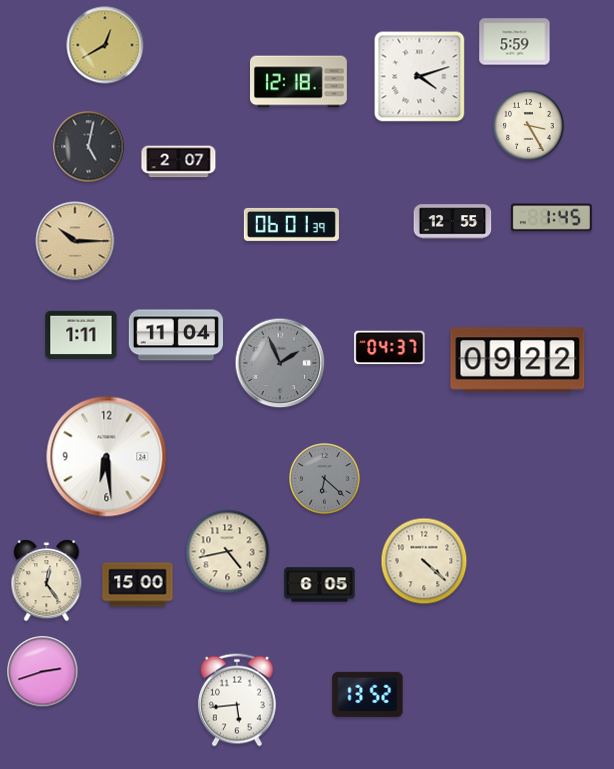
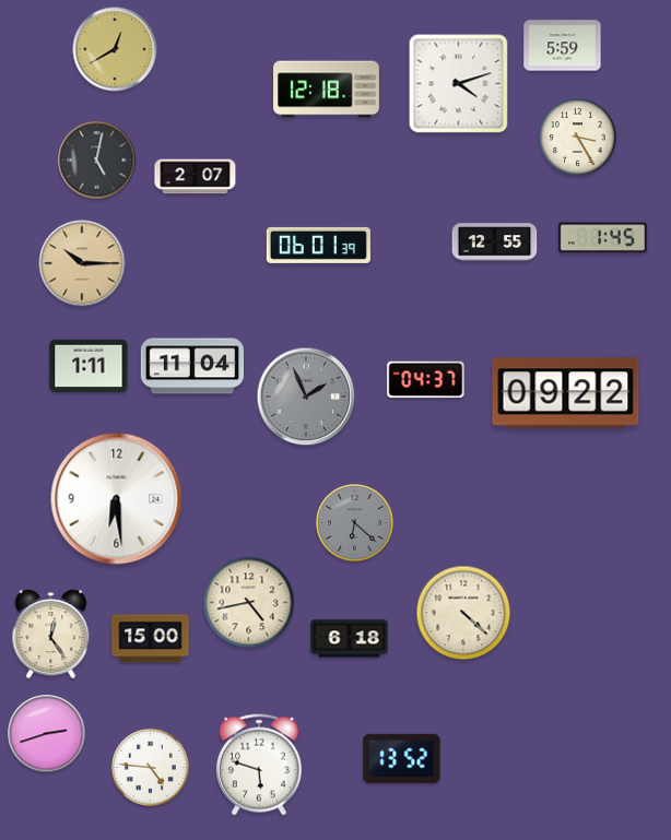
clock at (320, 585): 6:05 -> 6:18
clock at (237, 700): 5:44 -> 5:48
clock at (151, 768): none -> 4:46
